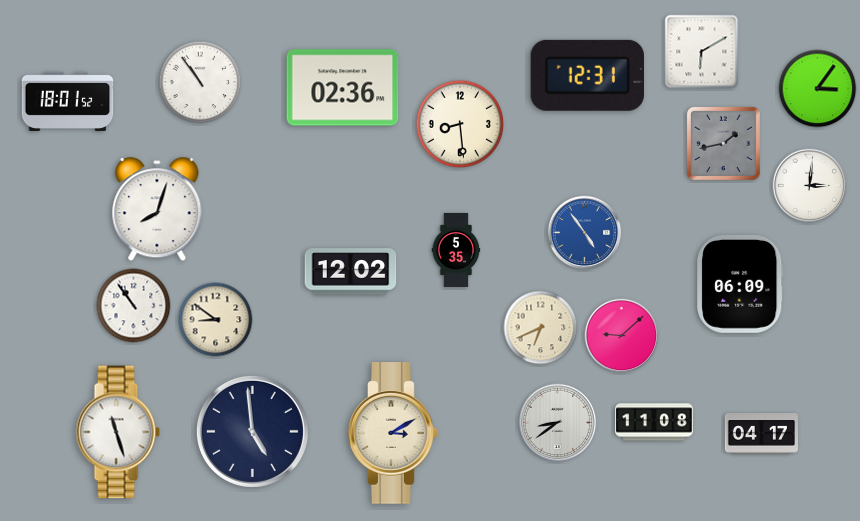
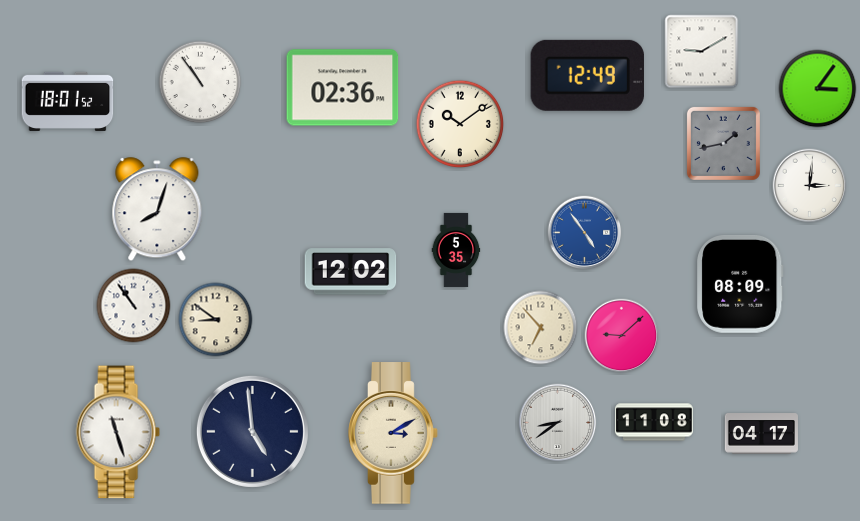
clock at (702, 52): 6:10 -> 9:10
clock at (587, 75): 12:31 -> 12:49
clock at (460, 124): 8:29 -> 10:09
clock at (740, 284): 06:09 -> 08:09
clock at (541, 328): 6:41 -> 6:53
